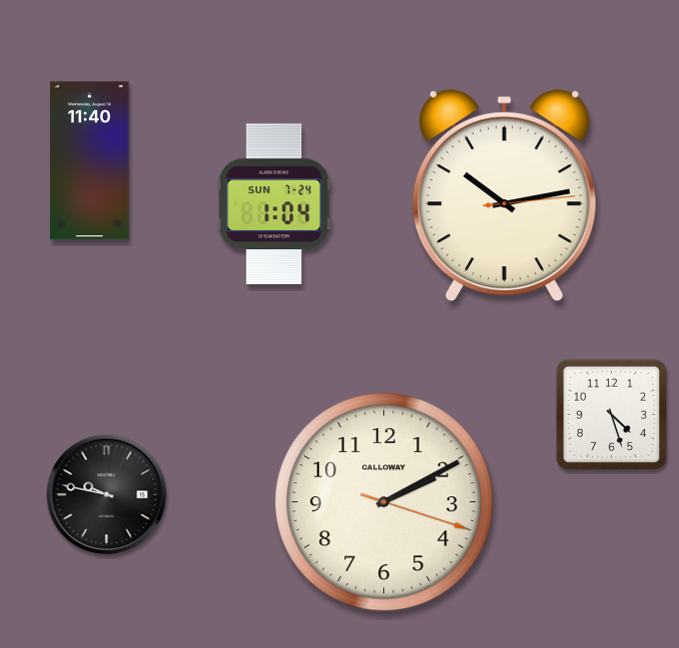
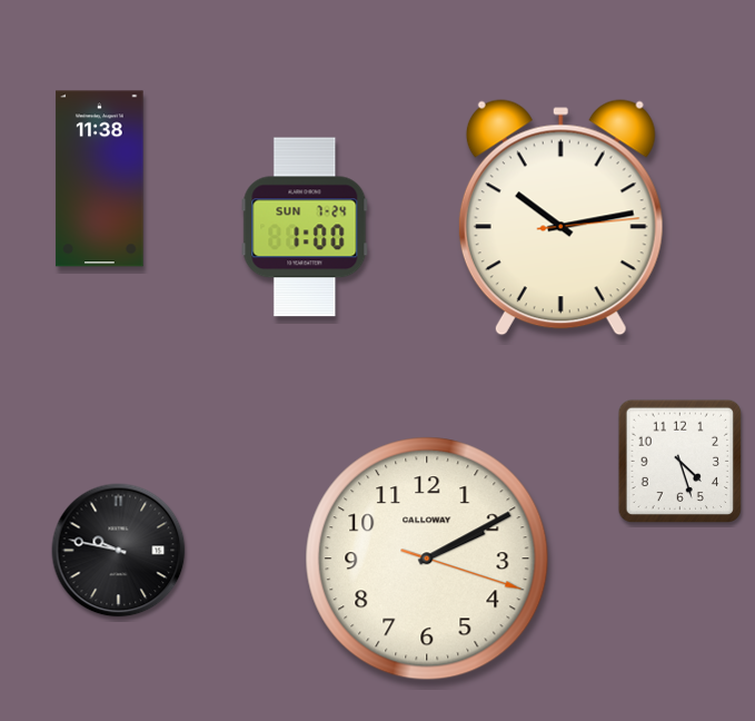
clock at (90, 161): 11:40 -> 11:38
clock at (274, 204): 1:04 -> 1:00
